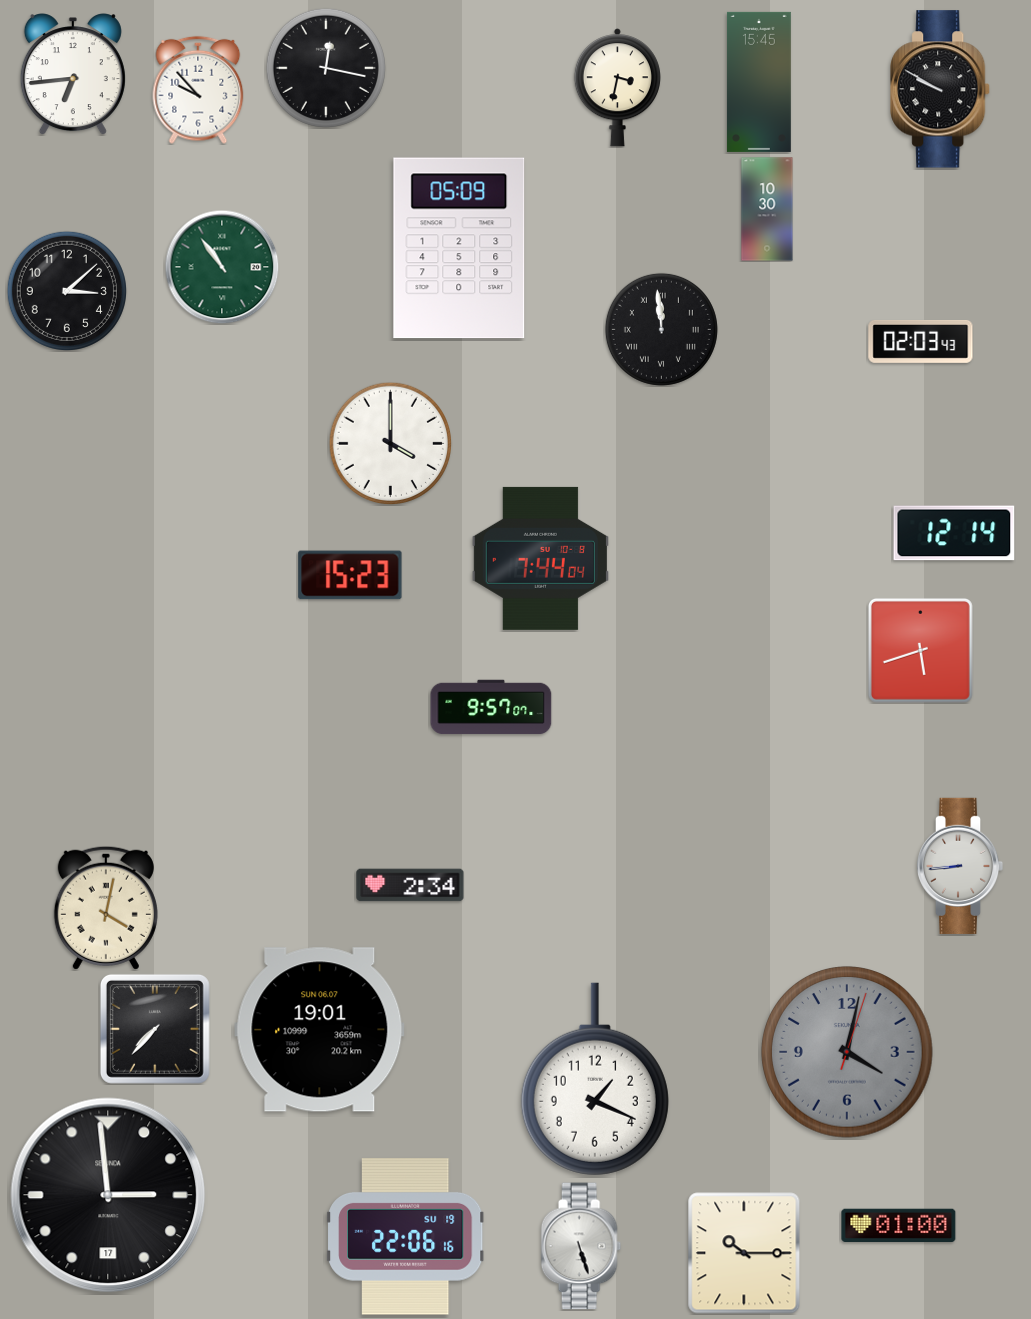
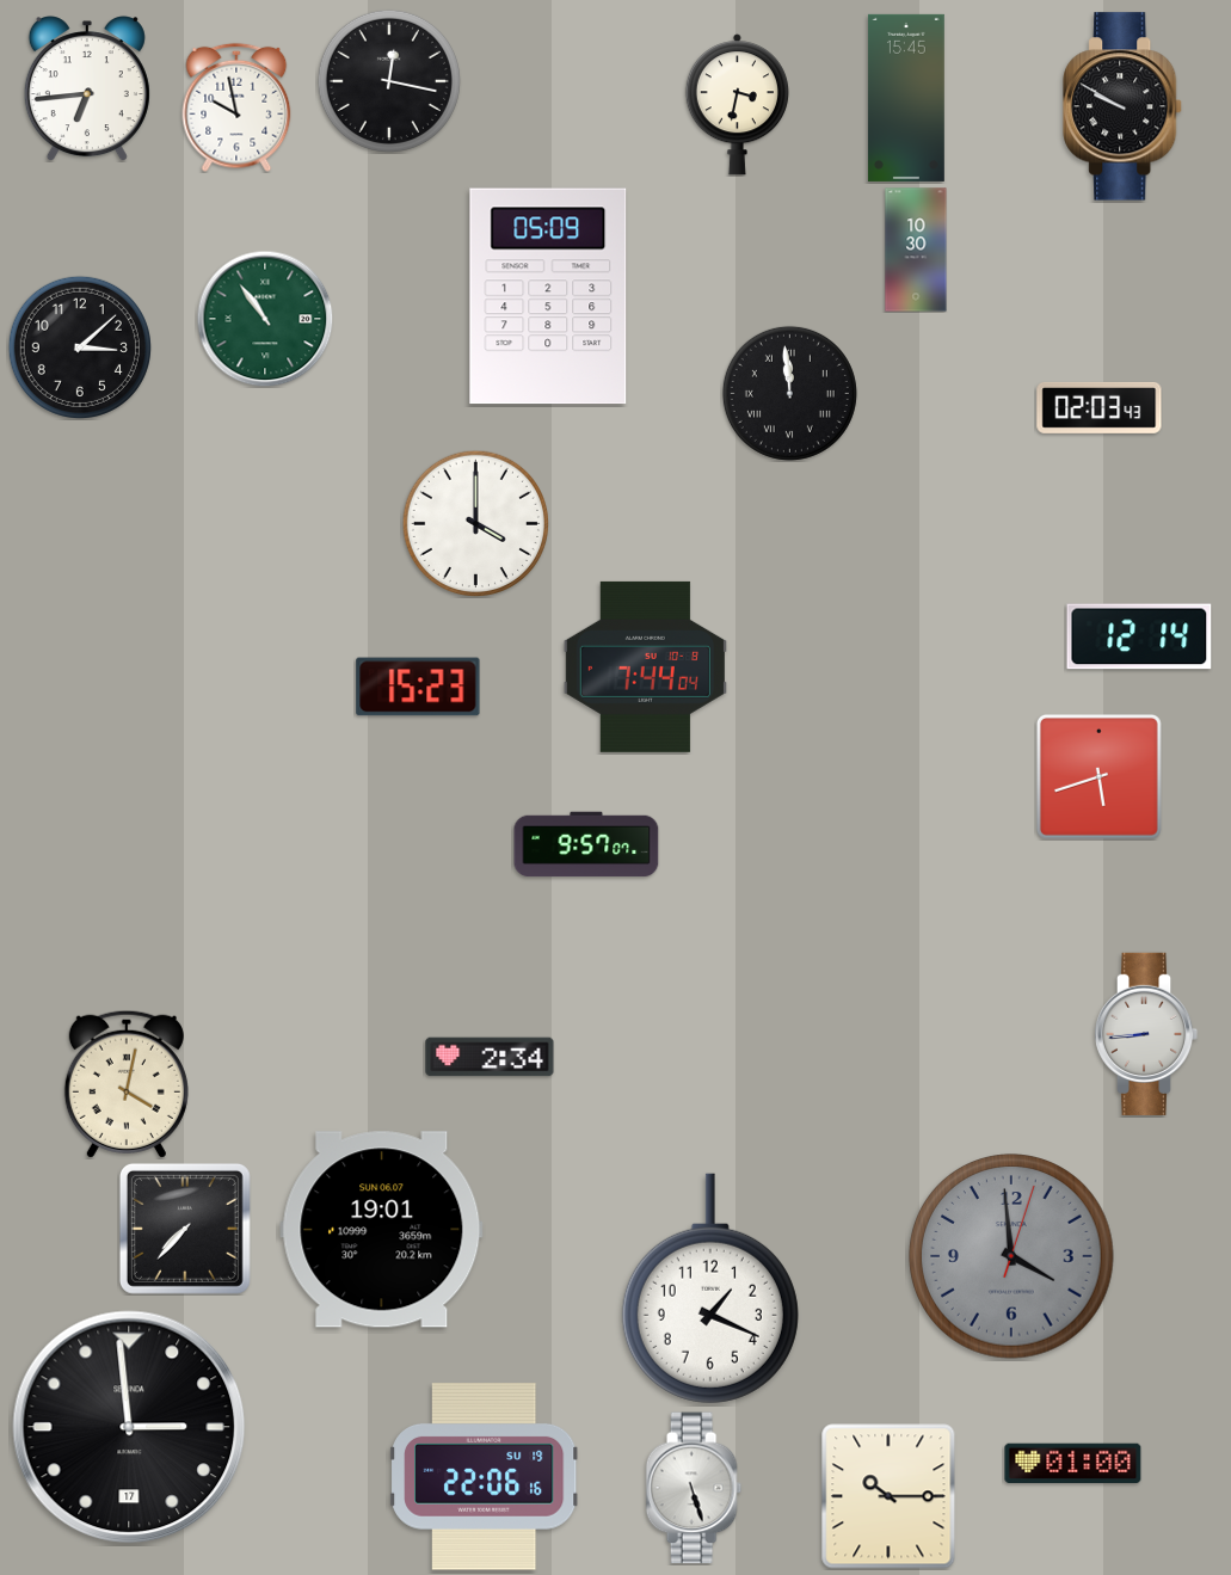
clock at (198, 90): 9:53 -> 9:58
clock at (390, 443) position: (390, 443) -> (475, 523)
clock at (847, 1052): 4:02 -> 3:59
